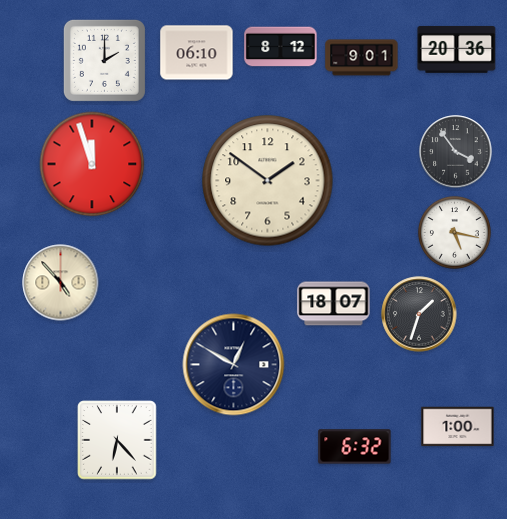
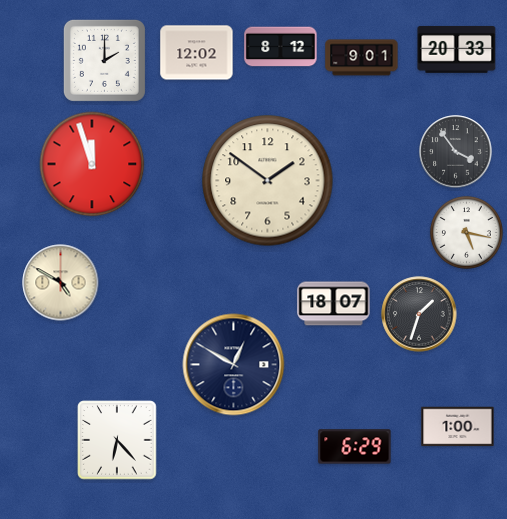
clock at (457, 49): 20:36 -> 20:33
clock at (197, 53): 06:10 -> 12:02
clock at (454, 232) position: (454, 232) -> (466, 232)
clock at (61, 283): 4:53 -> 4:50
clock at (355, 447): 6:32 -> 6:29
